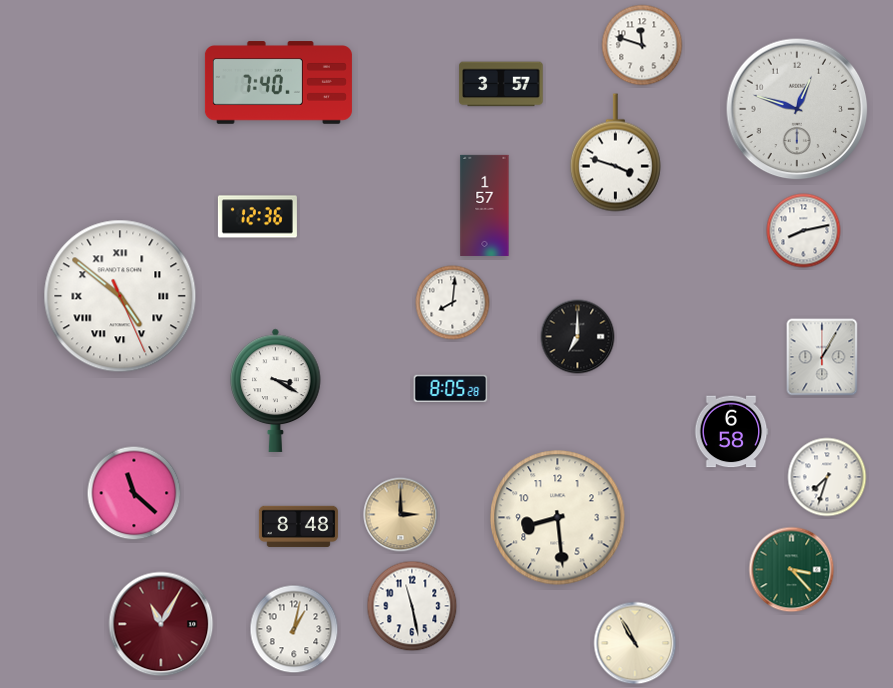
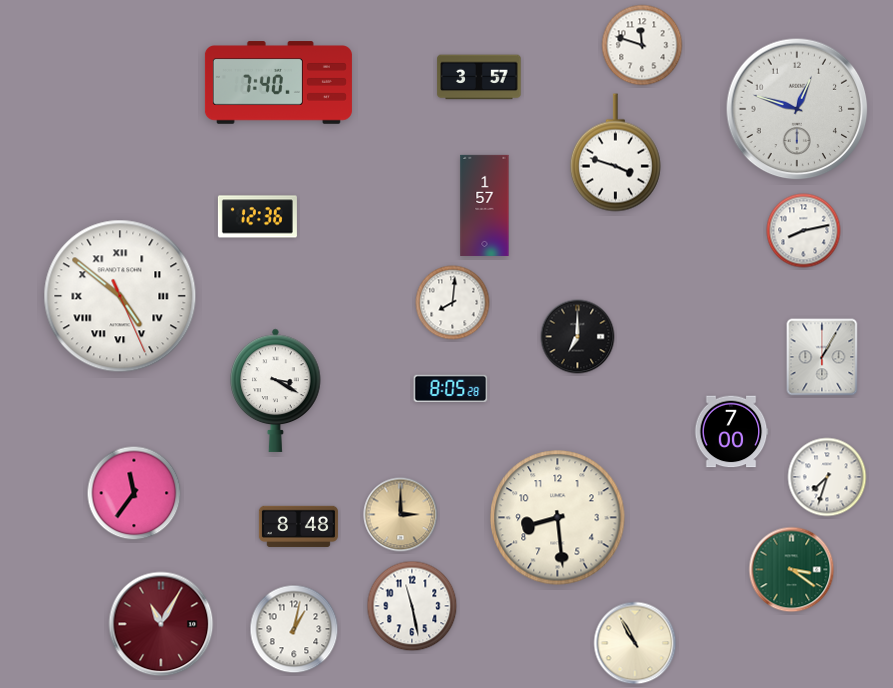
clock at (501, 84) position: (501, 84) -> (479, 77)
clock at (731, 432): 6:58 -> 7:00
clock at (134, 493): 11:22 -> 11:36
clock at (792, 570): 3:23 -> 3:21
